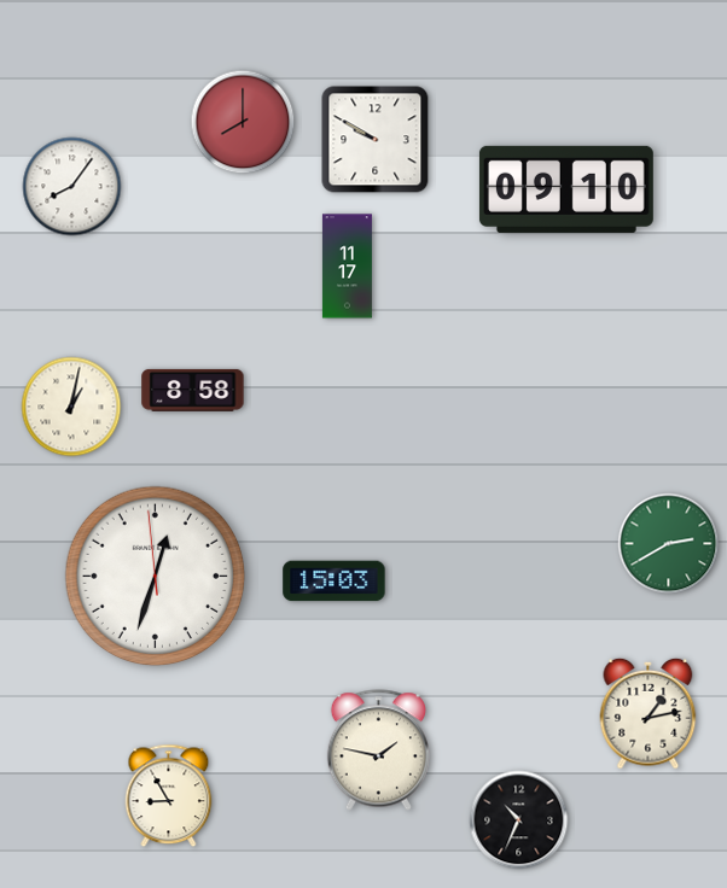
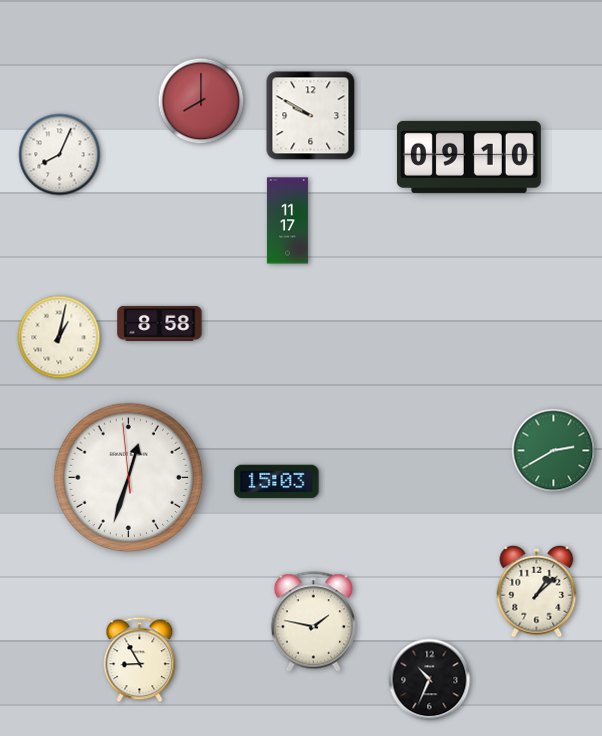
clock at (72, 187): 8:06 -> 8:04
clock at (649, 713): 1:13 -> 1:08
